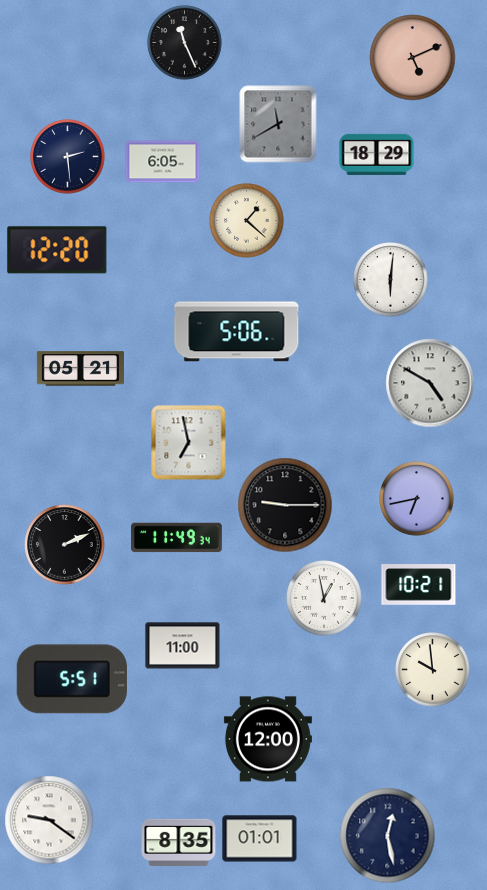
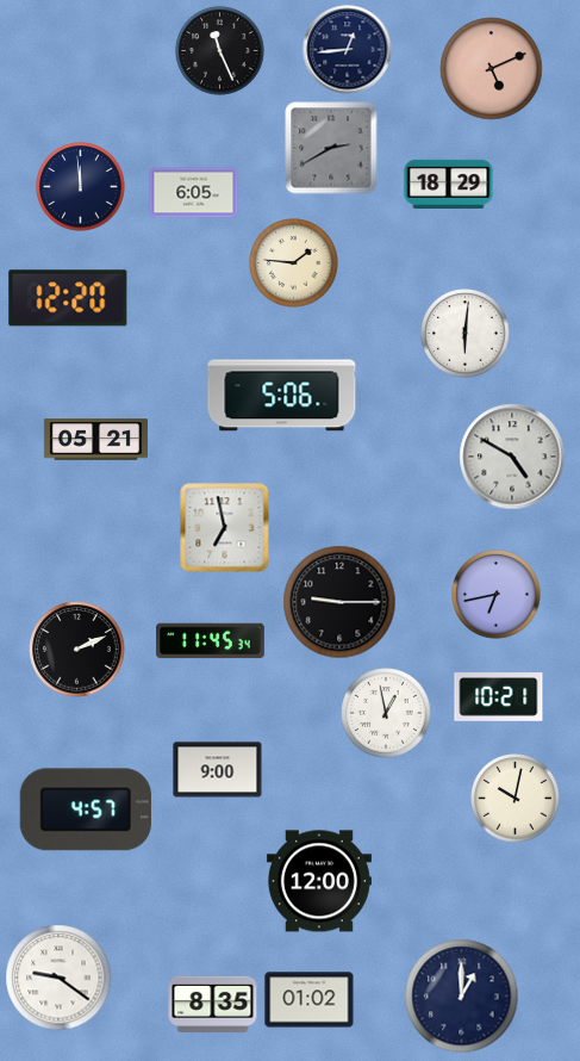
clock at (348, 50): none -> 12:44
clock at (278, 124): 11:40 -> 2:40
clock at (68, 157): 2:29 -> 11:59
clock at (247, 221): 1:22 -> 1:46
clock at (177, 538): 11:49 -> 11:45
clock at (183, 646): 11:00 -> 9:00
clock at (433, 670): 9:59 -> 10:02
clock at (72, 679): 5:51 -> 4:57
clock at (388, 836): 12:28 -> 1:00
clock at (260, 839): 01:01 -> 01:02
